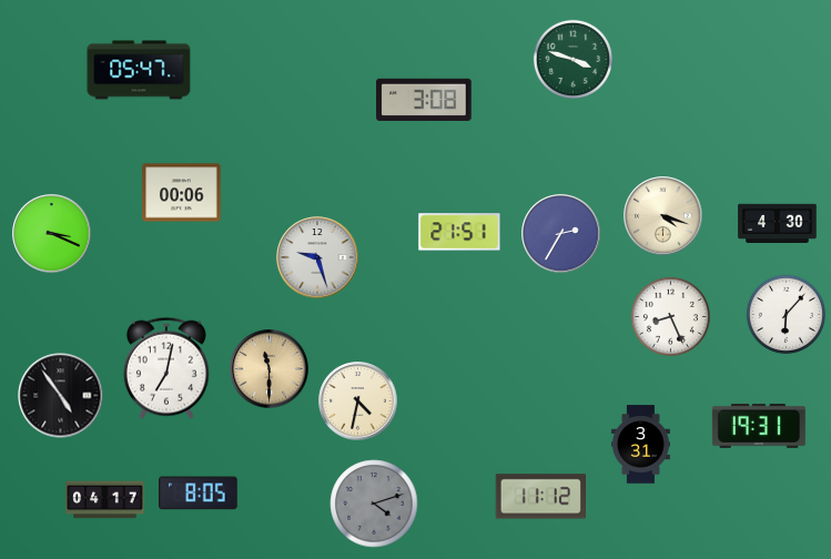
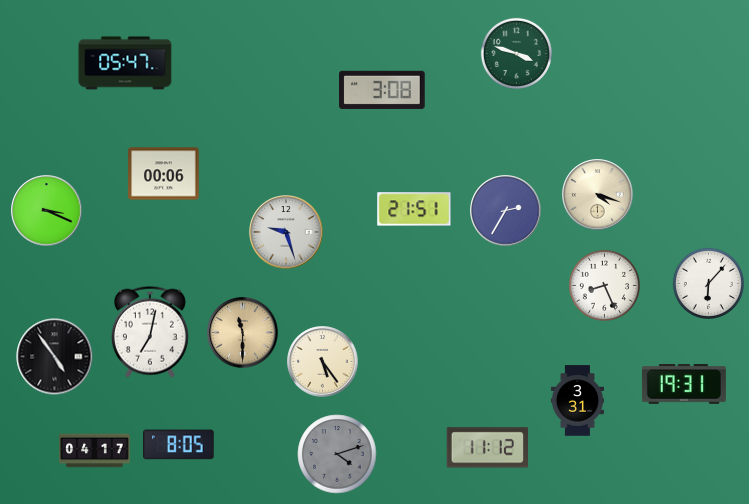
clock at (778, 224): 4:30 -> none
clock at (358, 402): 4:32 -> 5:24
